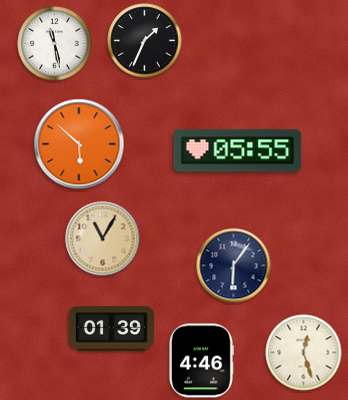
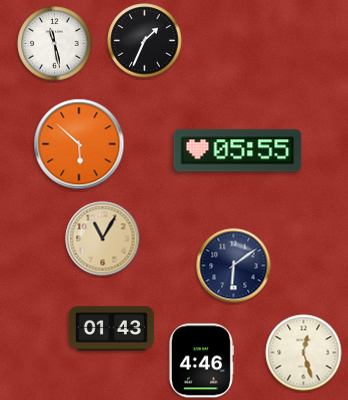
clock at (234, 266): 6:06 -> 6:09
clock at (111, 329): 01:39 -> 01:43
